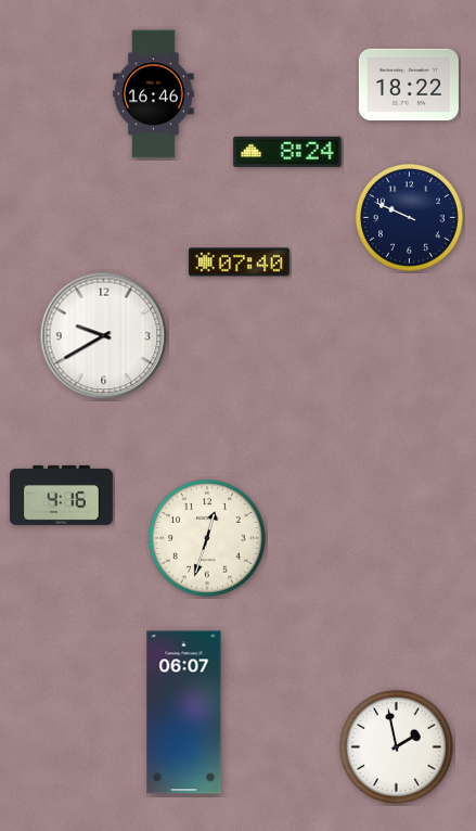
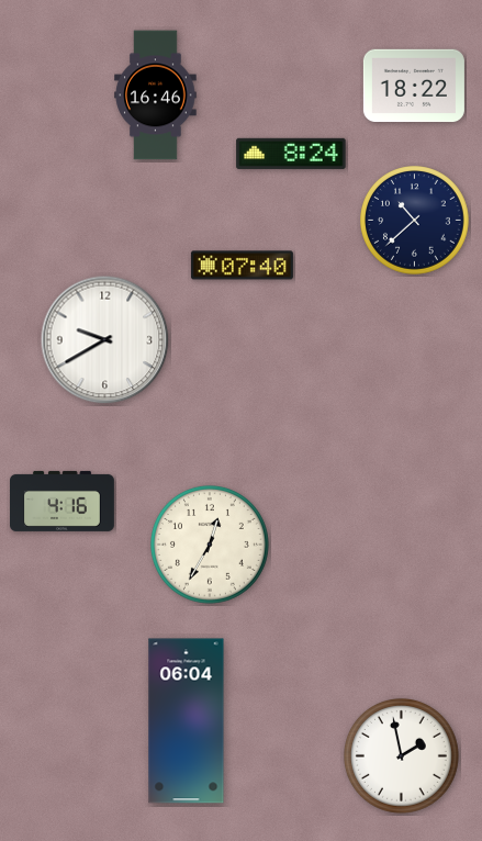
clock at (410, 218): 9:49 -> 10:38
clock at (207, 538): 12:33 -> 12:35
clock at (184, 713): 06:07 -> 06:04
